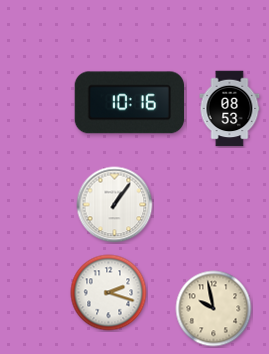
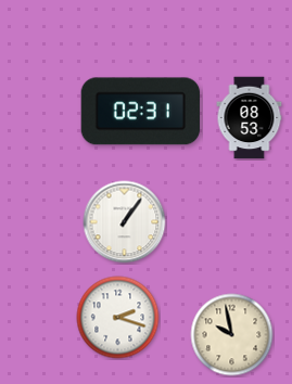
clock at (129, 103): 10:16 -> 02:31
